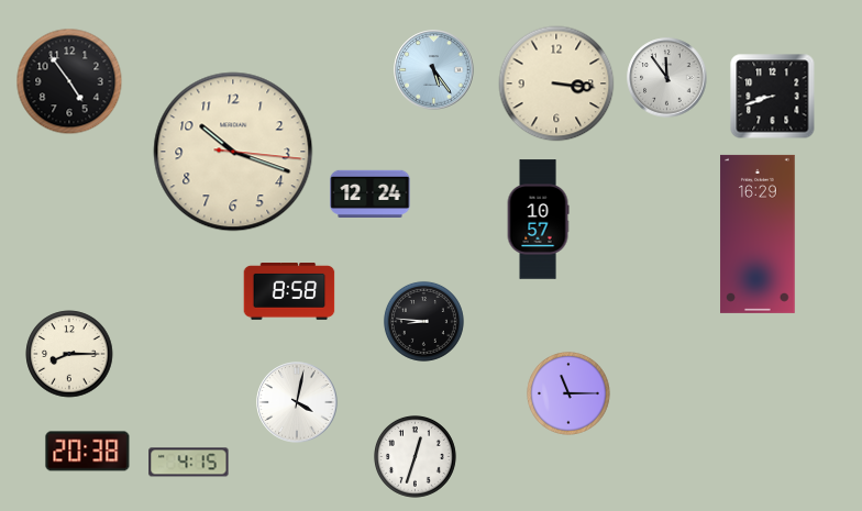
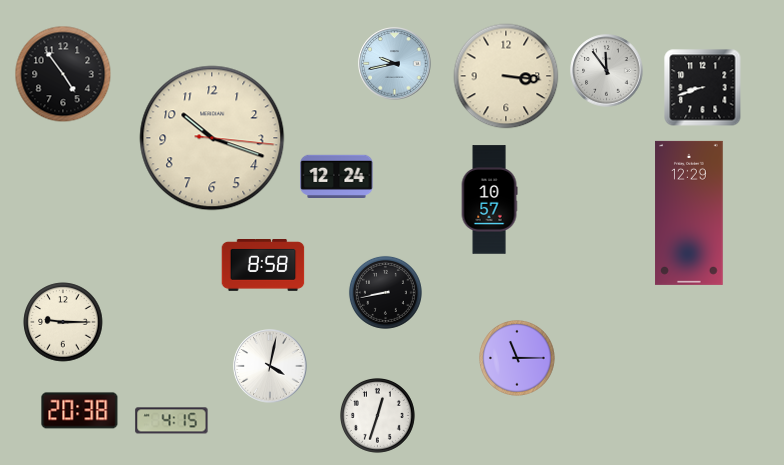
clock at (434, 70): 5:24 -> 9:43
clock at (758, 234): 16:29 -> 12:29
clock at (423, 321): 8:46 -> 8:43
clock at (69, 354): 8:15 -> 9:15
